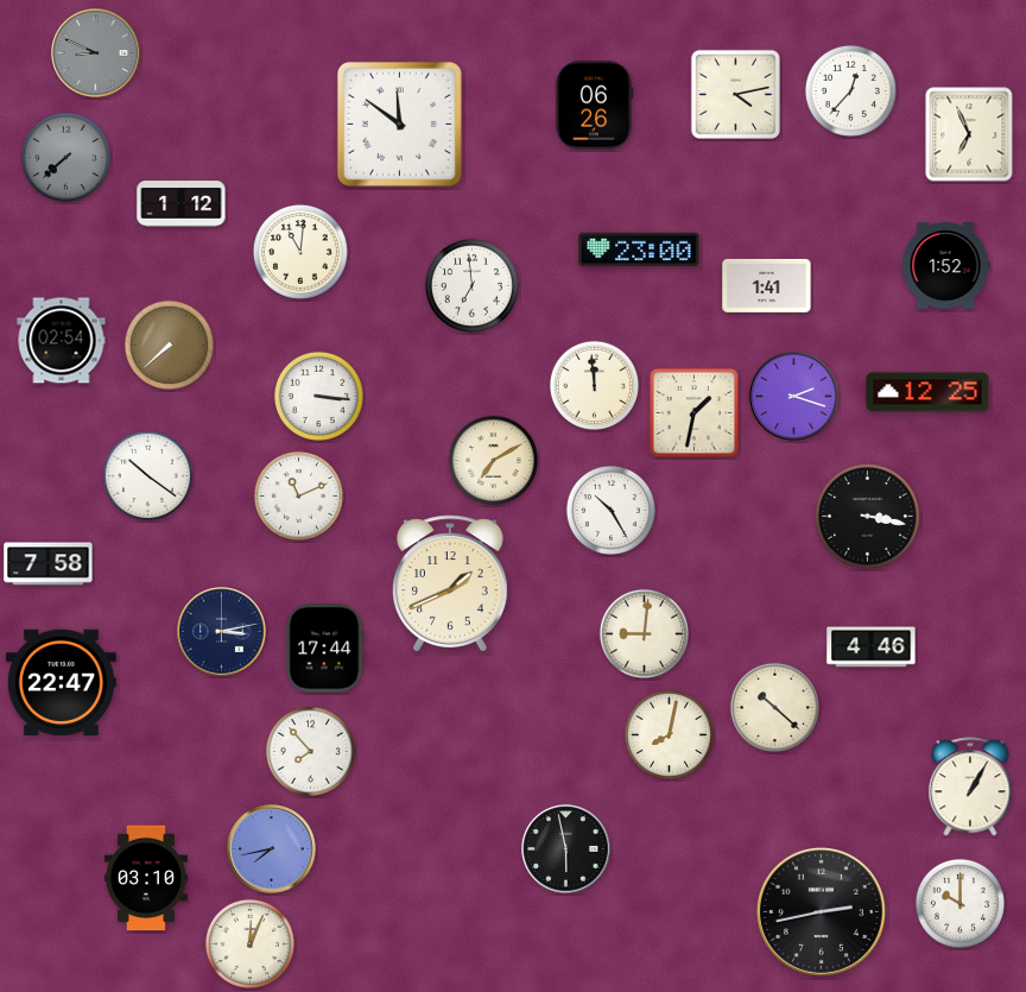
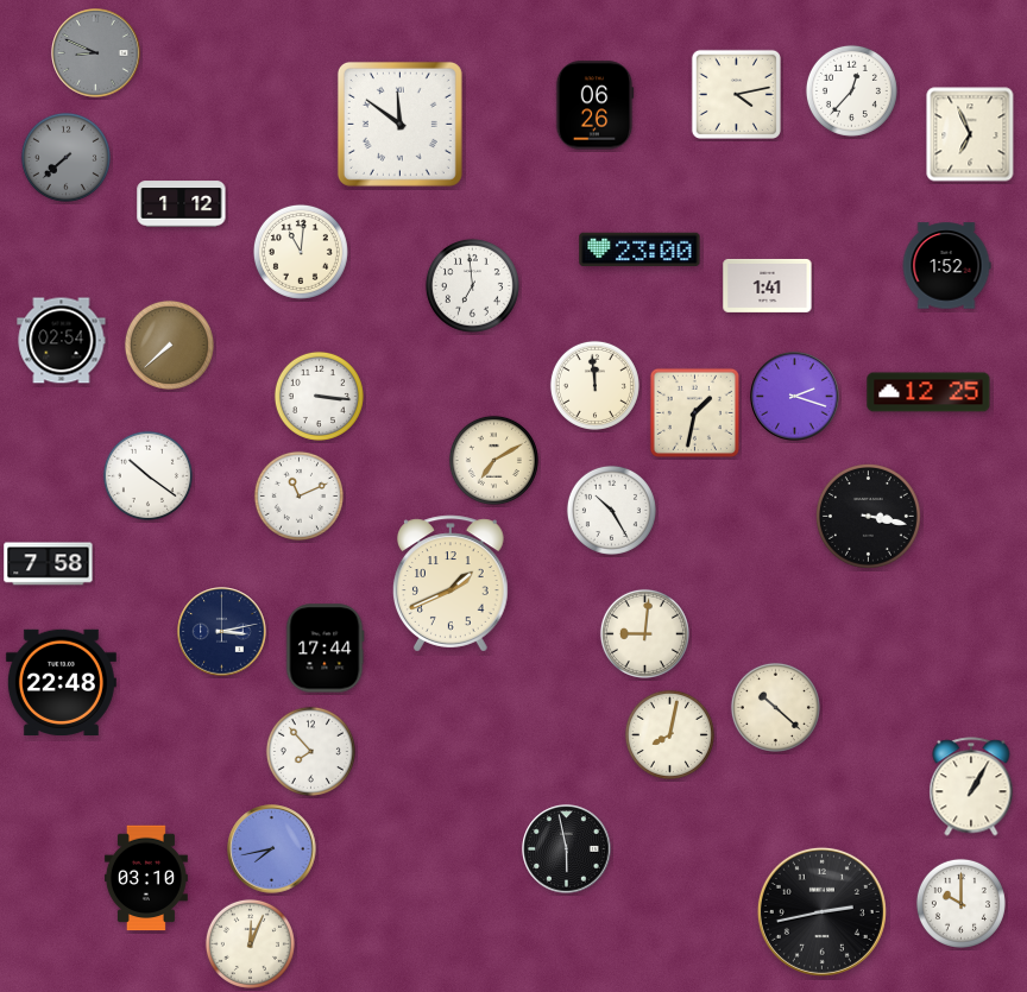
clock at (872, 647): 4:46 -> none
clock at (61, 682): 22:47 -> 22:48
